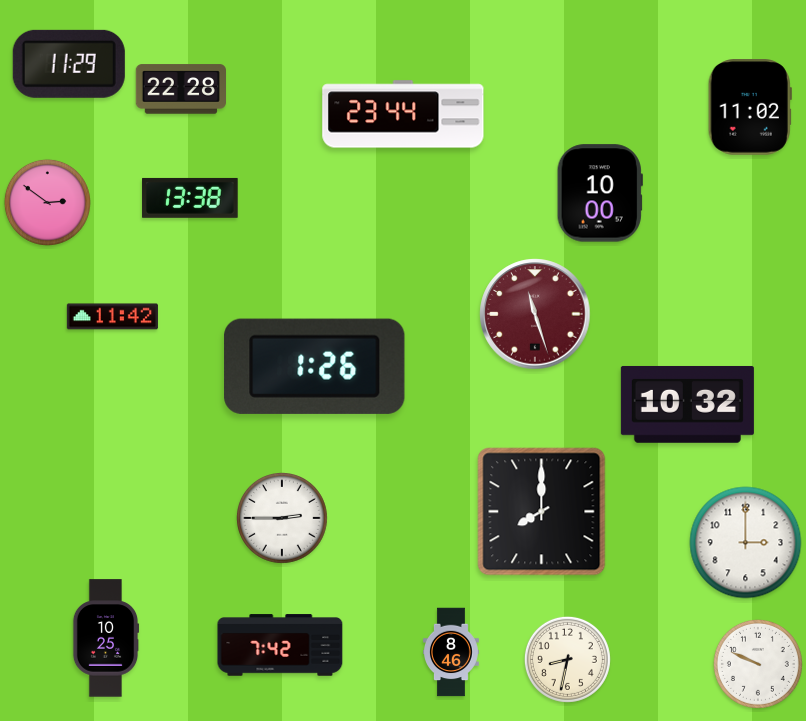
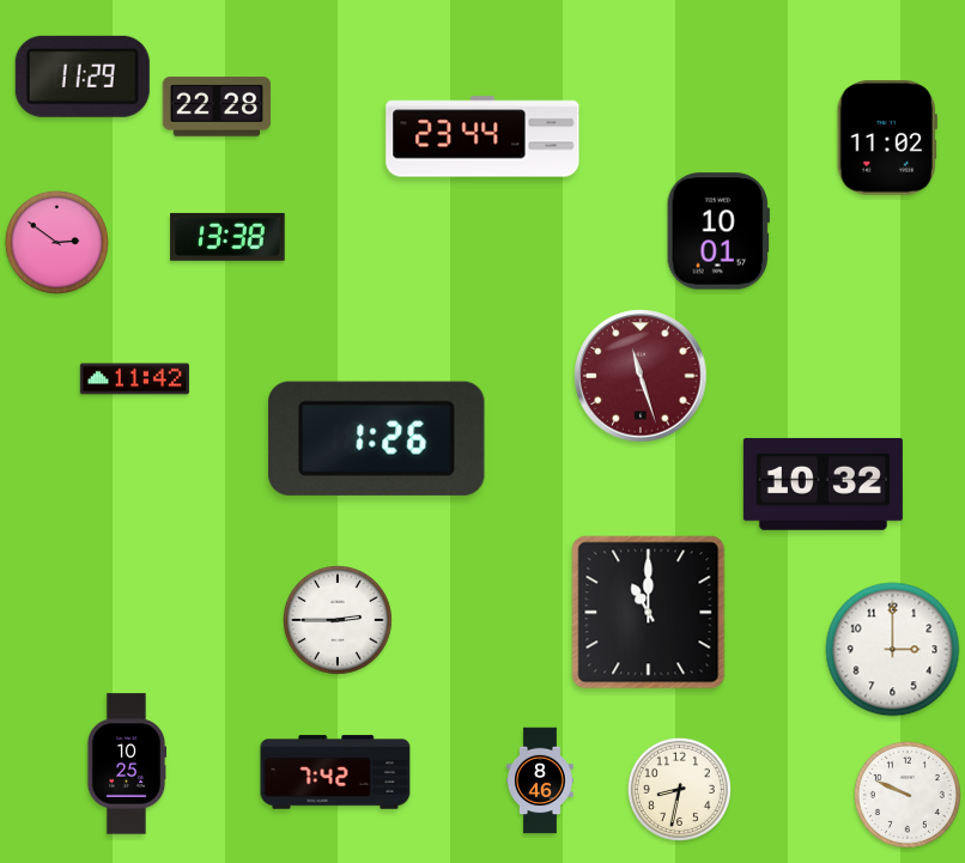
clock at (750, 107) position: (750, 107) -> (887, 138)
clock at (600, 193): 10:00 -> 10:01
clock at (542, 512): 8:00 -> 11:00
